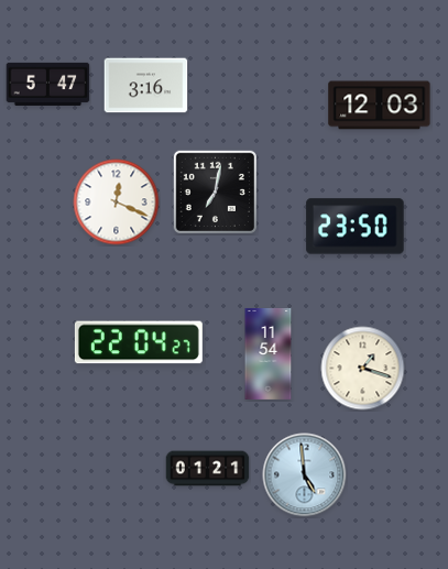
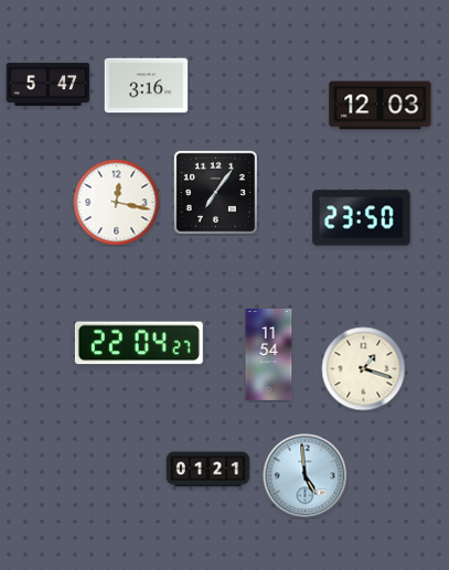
clock at (215, 192): 7:02 -> 7:06
clock at (117, 203): 12:19 -> 12:17
clock at (356, 227) position: (356, 227) -> (362, 218)
